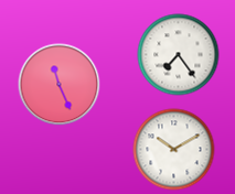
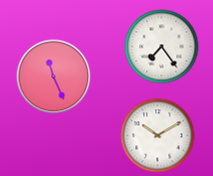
clock at (179, 55) position: (179, 55) -> (162, 47)
